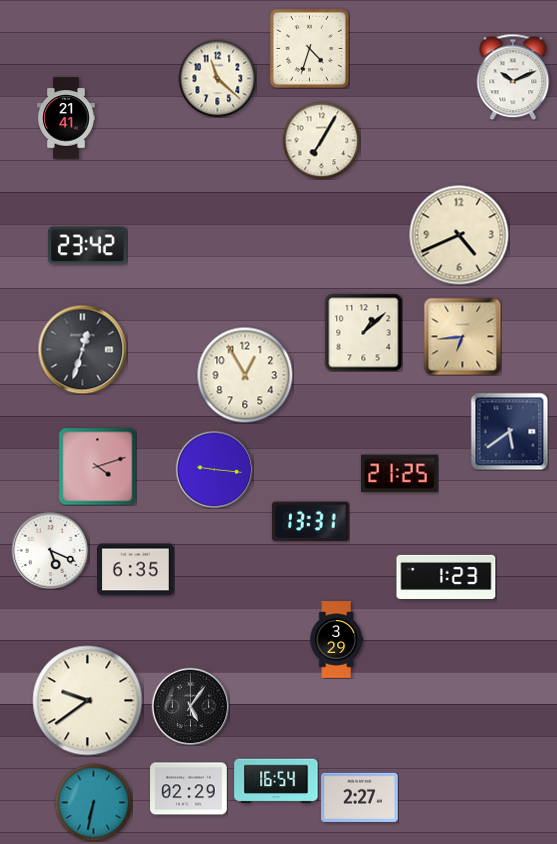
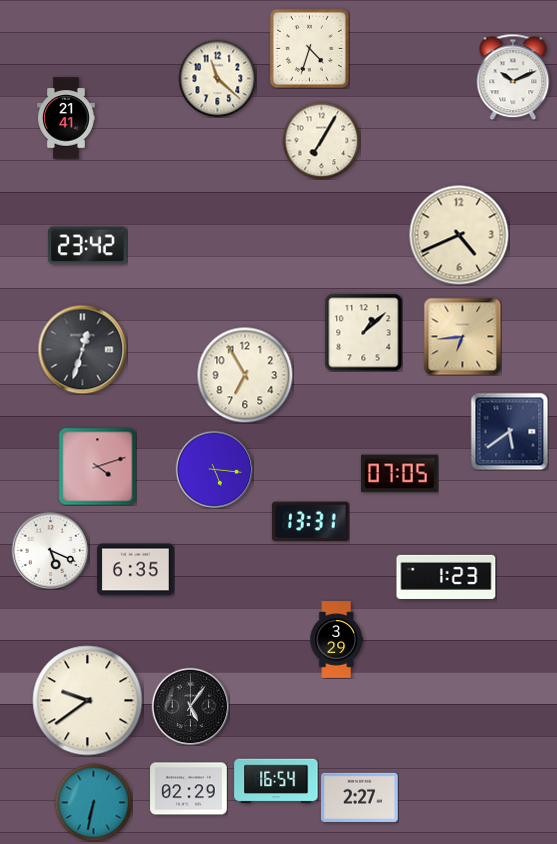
clock at (245, 375): 12:55 -> 6:55
clock at (214, 469): 9:16 -> 5:16
clock at (400, 474): 21:25 -> 07:05
